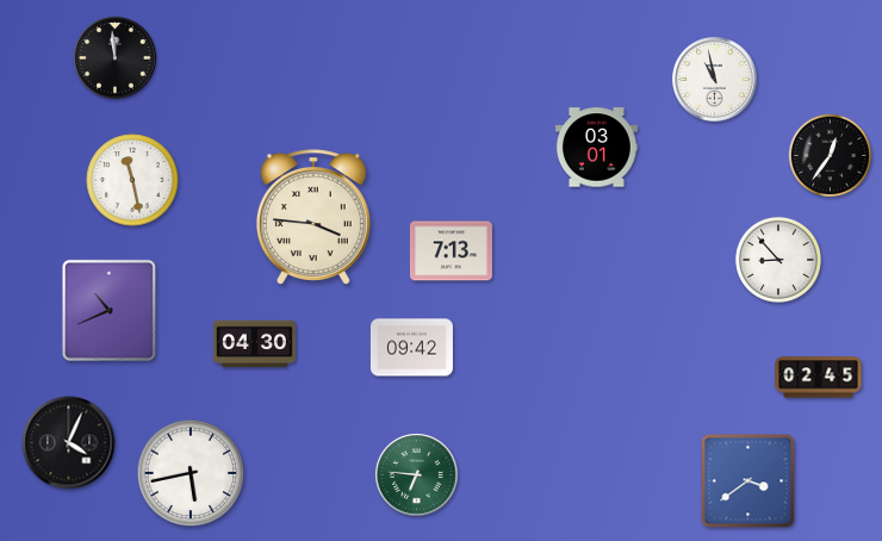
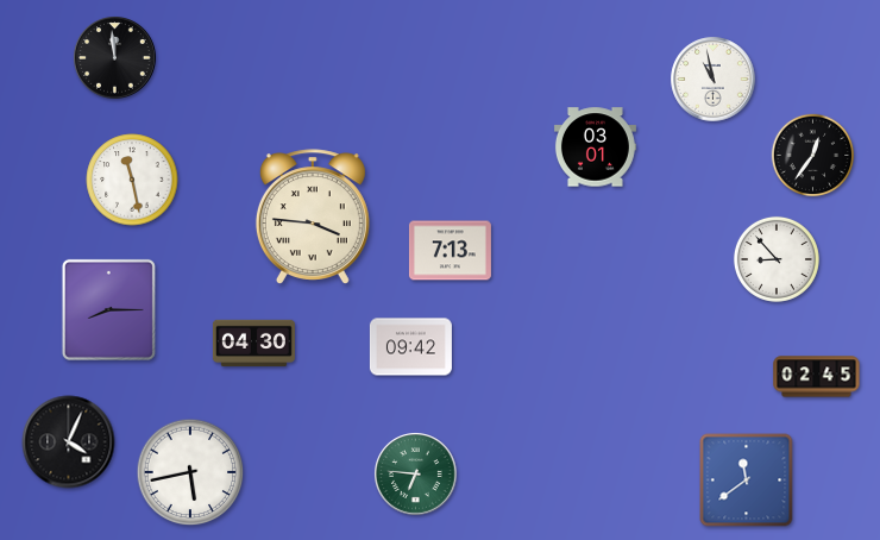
clock at (831, 156) position: (831, 156) -> (813, 156)
clock at (108, 310): 10:41 -> 8:15
clock at (749, 481): 3:39 -> 11:39
